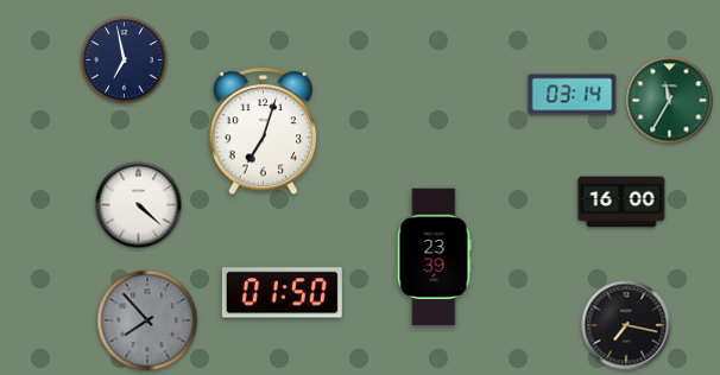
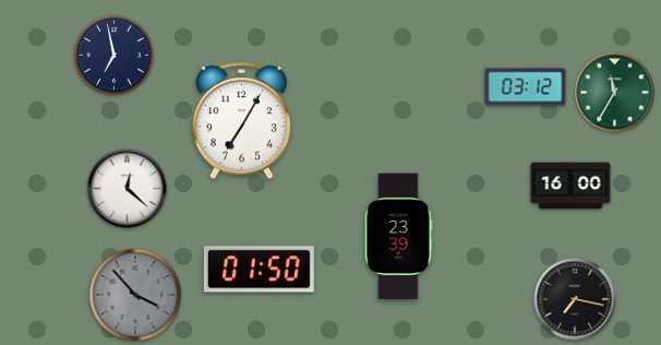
clock at (573, 95): 03:14 -> 03:12
clock at (263, 132): 7:03 -> 7:05
clock at (139, 205): 4:22 -> 12:22
clock at (147, 320): 7:53 -> 3:53
